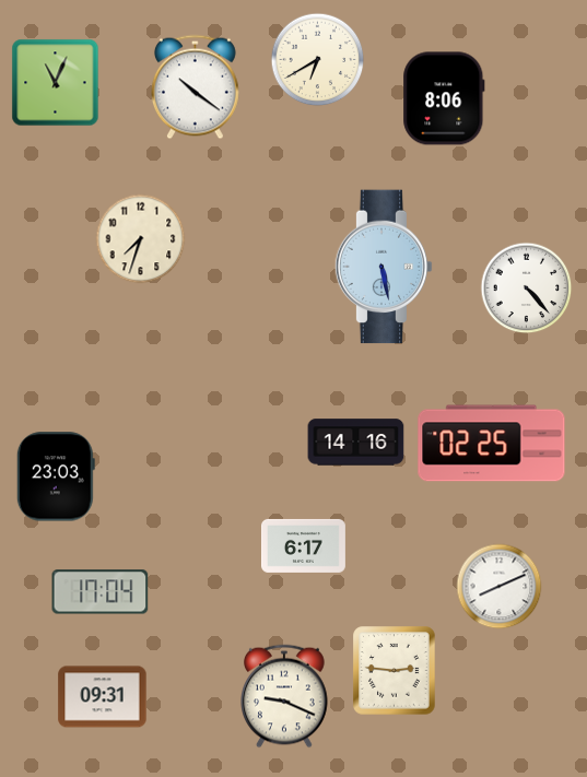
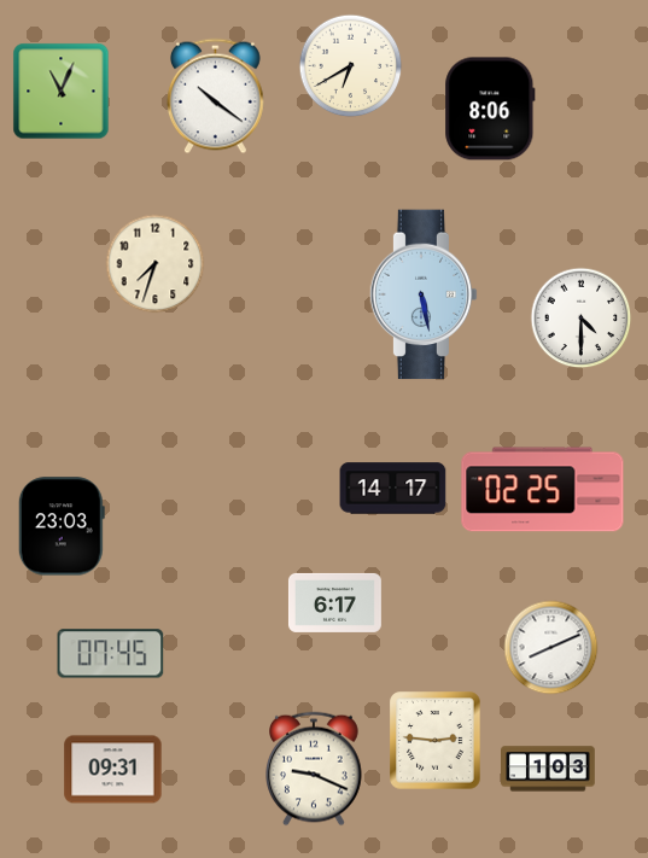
clock at (527, 289): 4:23 -> 4:30
clock at (356, 443): 14:16 -> 14:17
clock at (101, 592): 17:04 -> 07:45
clock at (549, 769): none -> 1:03
